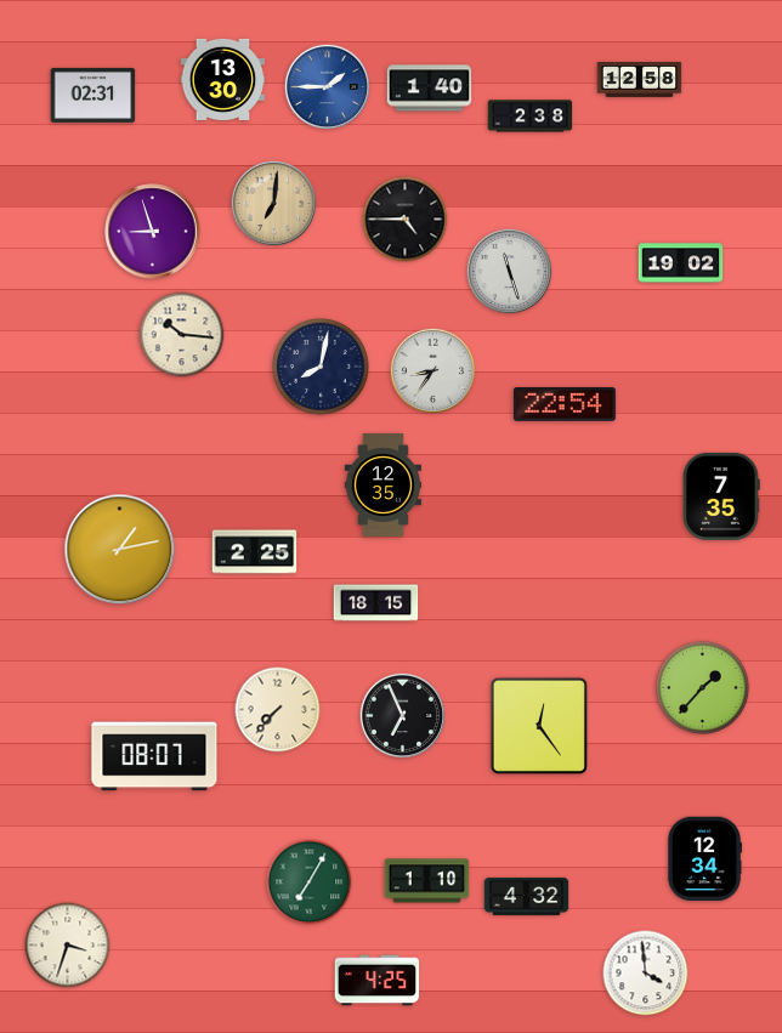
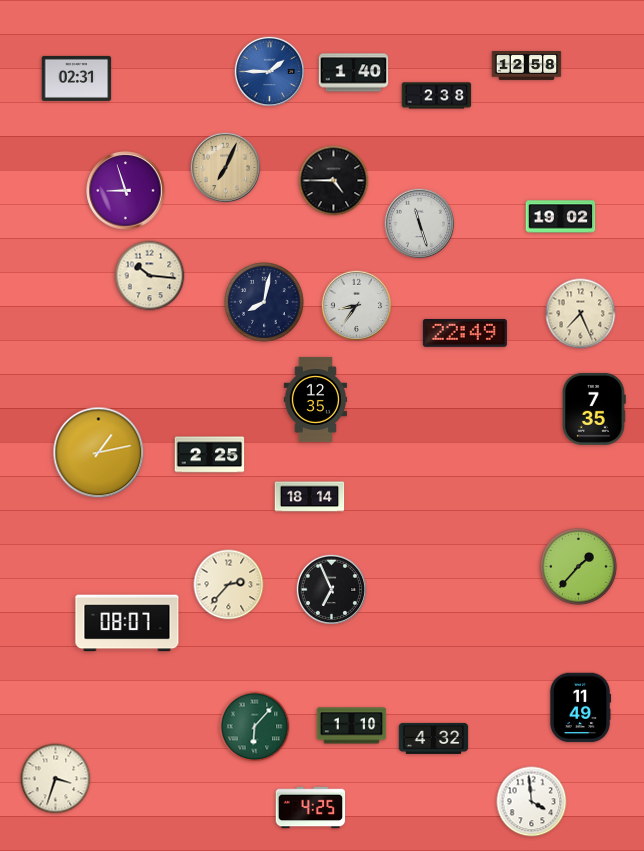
clock at (223, 79): 13:30 -> none
clock at (274, 204): 7:01 -> 7:04
clock at (581, 314): none -> 7:26
clock at (565, 404): 22:54 -> 22:49
clock at (376, 603): 18:15 -> 18:14
clock at (278, 710): 7:37 -> 2:37
clock at (538, 725): 12:24 -> none
clock at (704, 859): 12:34 -> 11:49
clock at (310, 882): 7:05 -> 6:07
